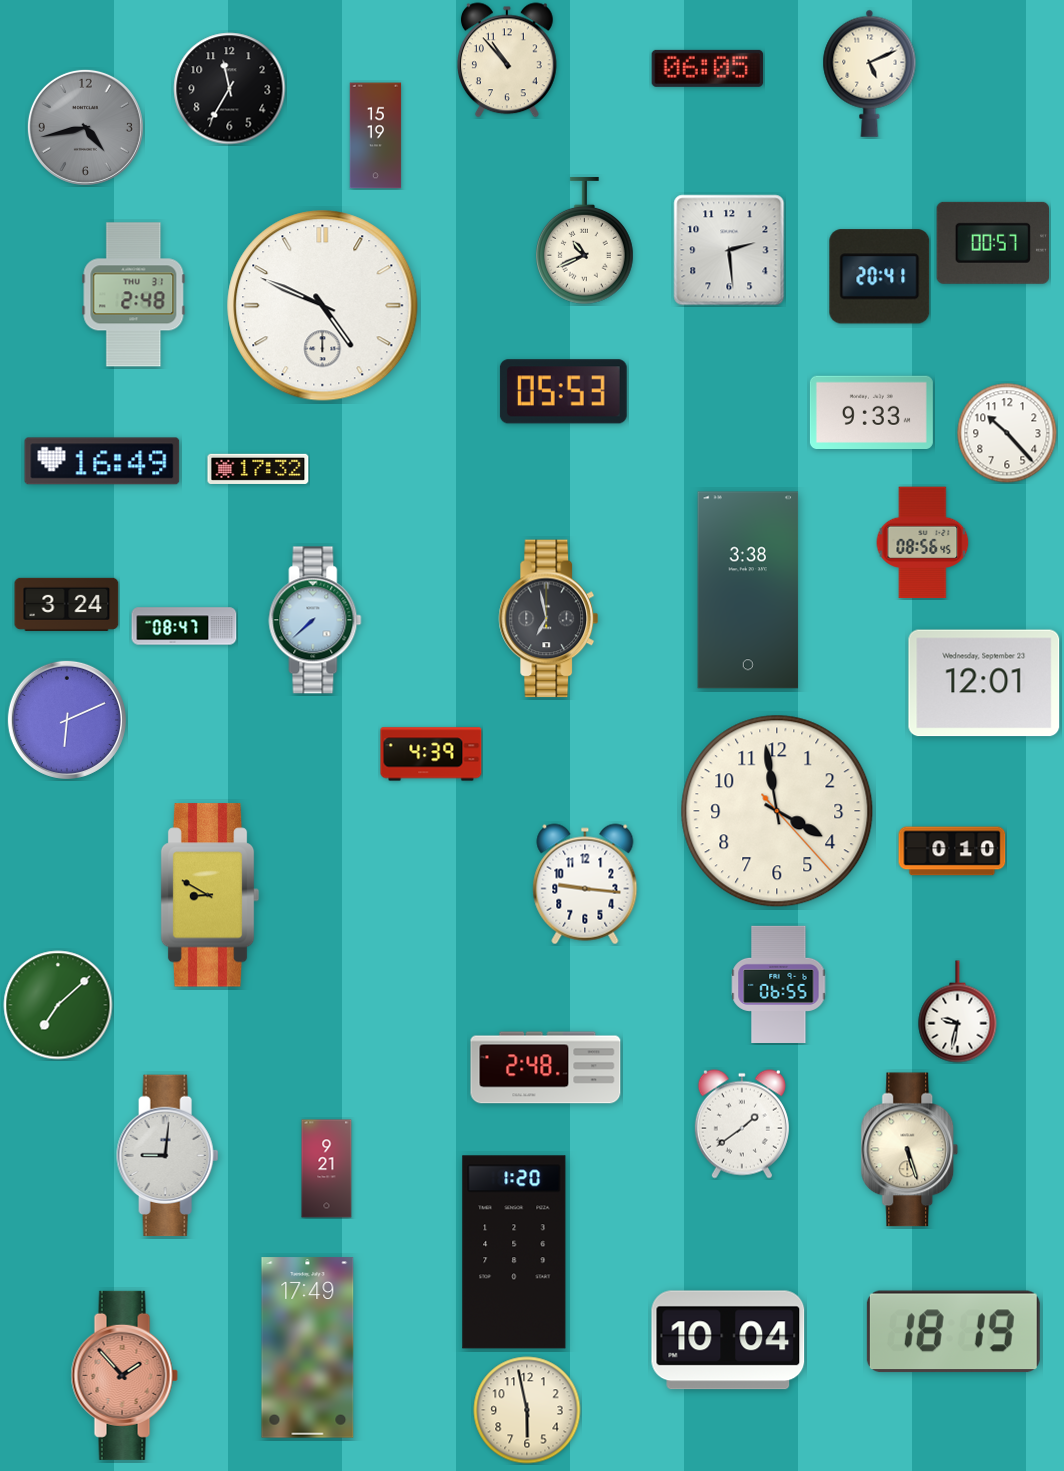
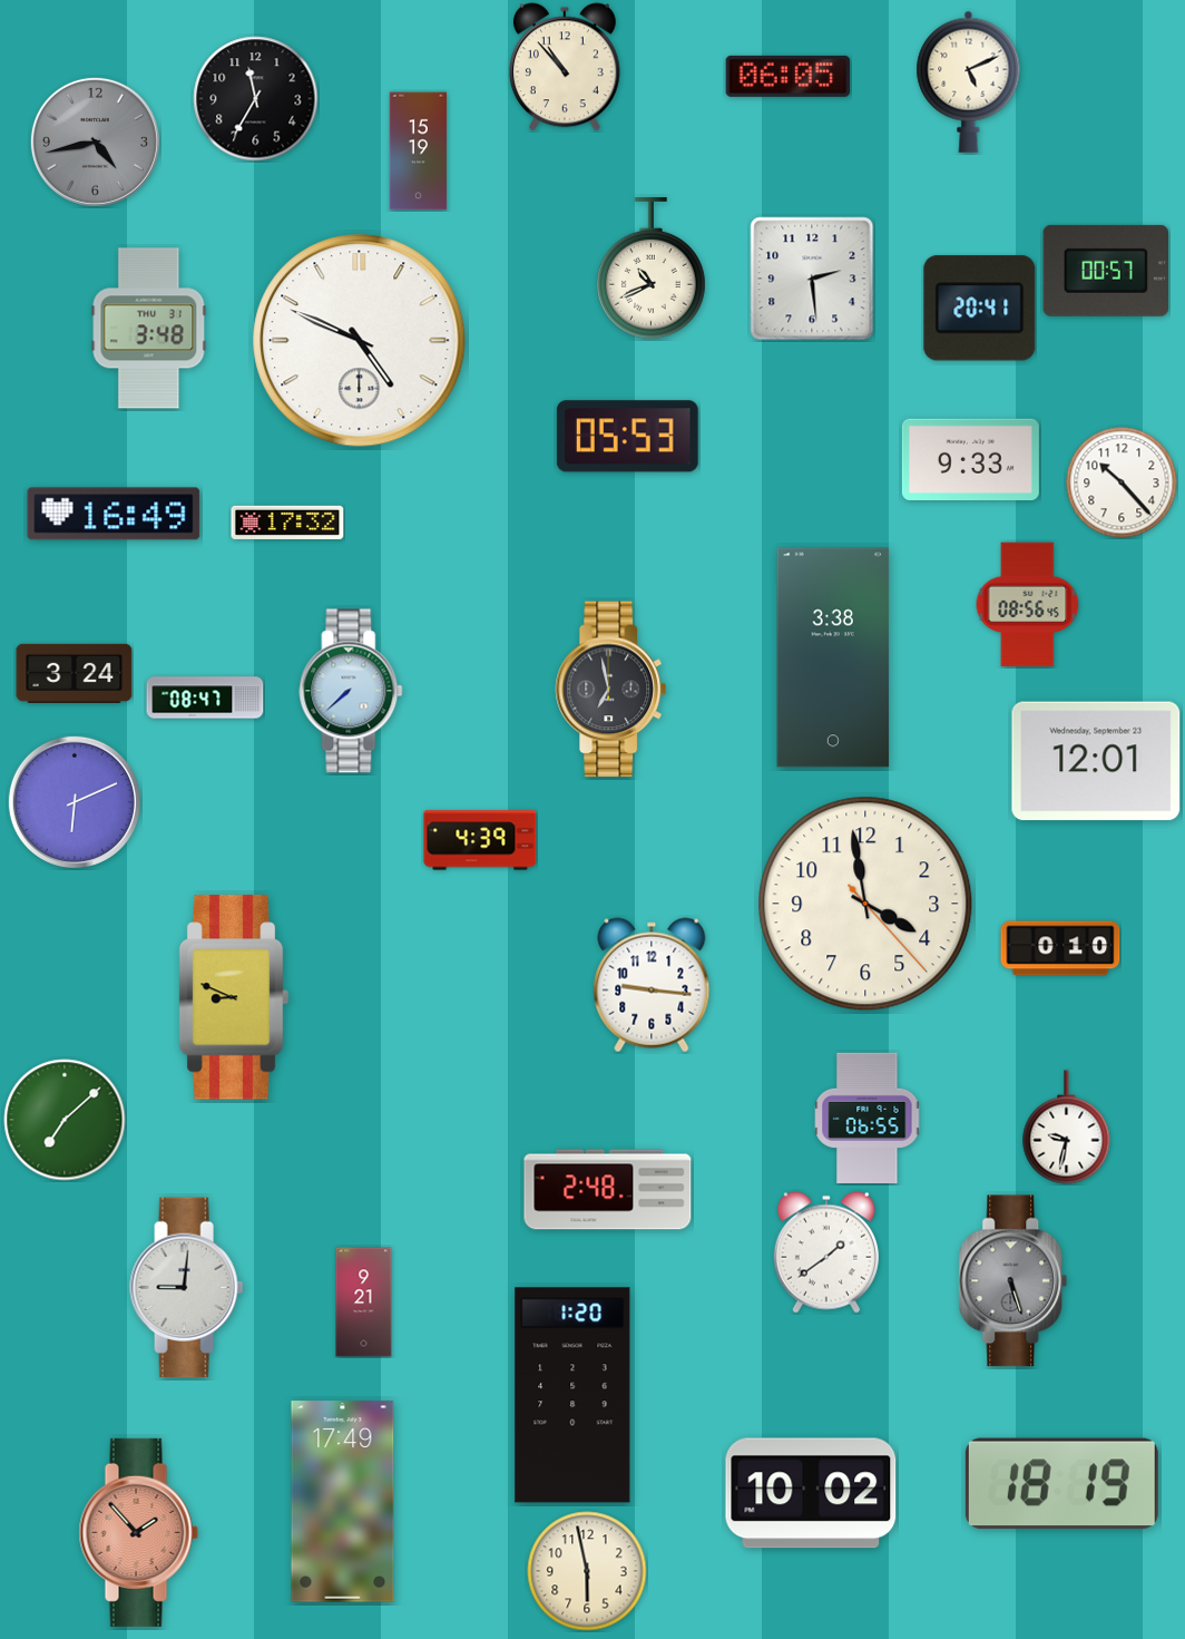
clock at (134, 295): 2:48 -> 3:48
clock at (210, 895): 8:50 -> 8:49
clock at (779, 984) position: (779, 984) -> (868, 1118)
clock at (910, 1150) dial: cream -> grey
clock at (728, 1340): 10:04 -> 10:02
